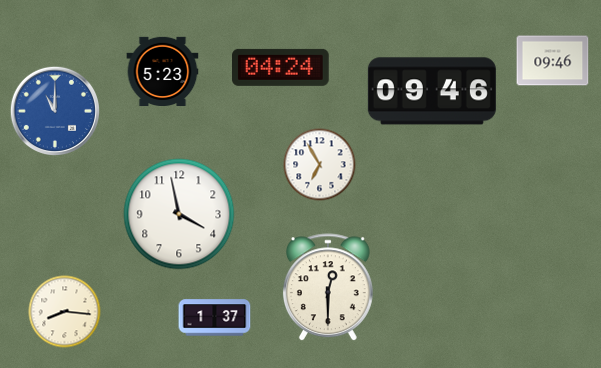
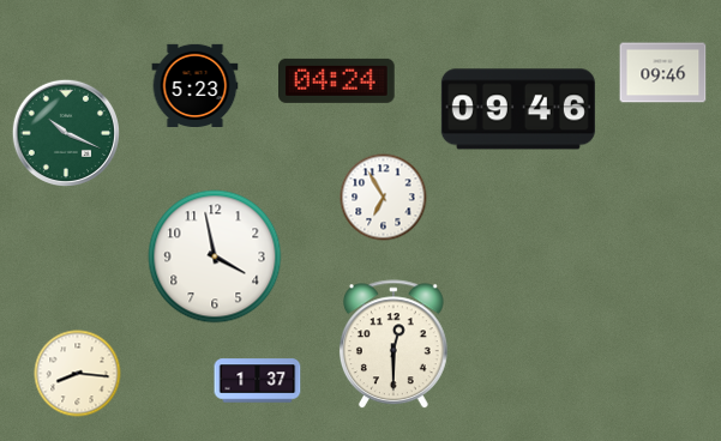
clock at (55, 110): 11:00 -> 10:19
clock at (55, 110) dial: blue -> green
